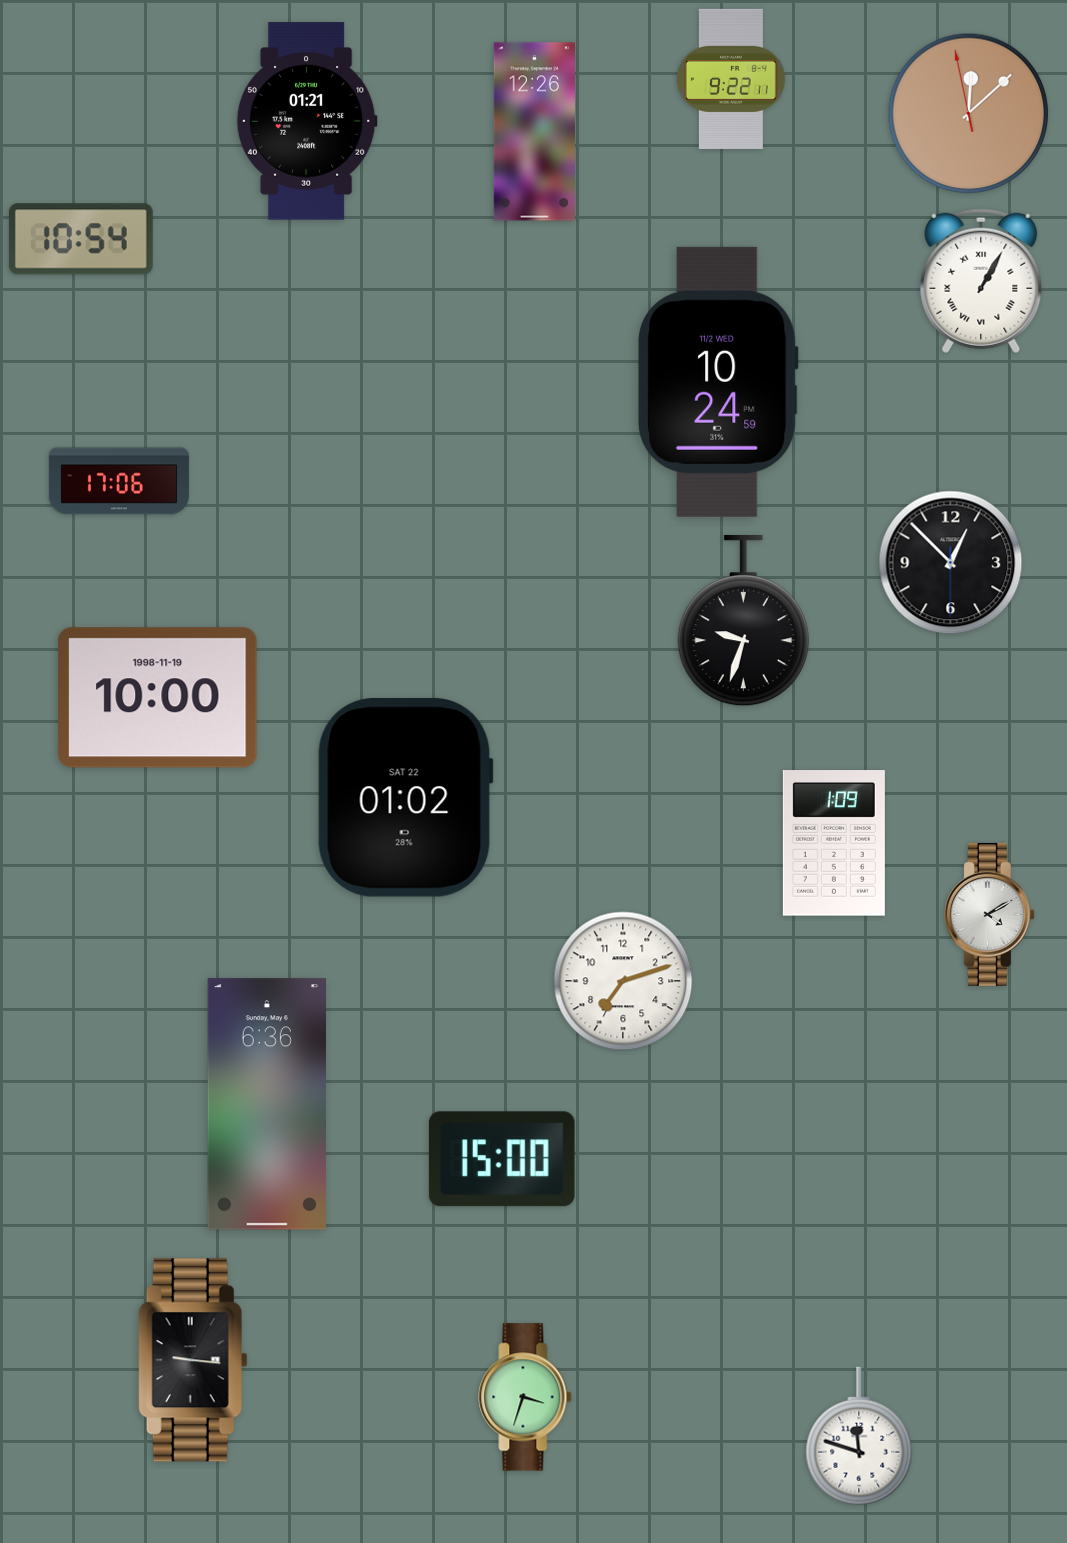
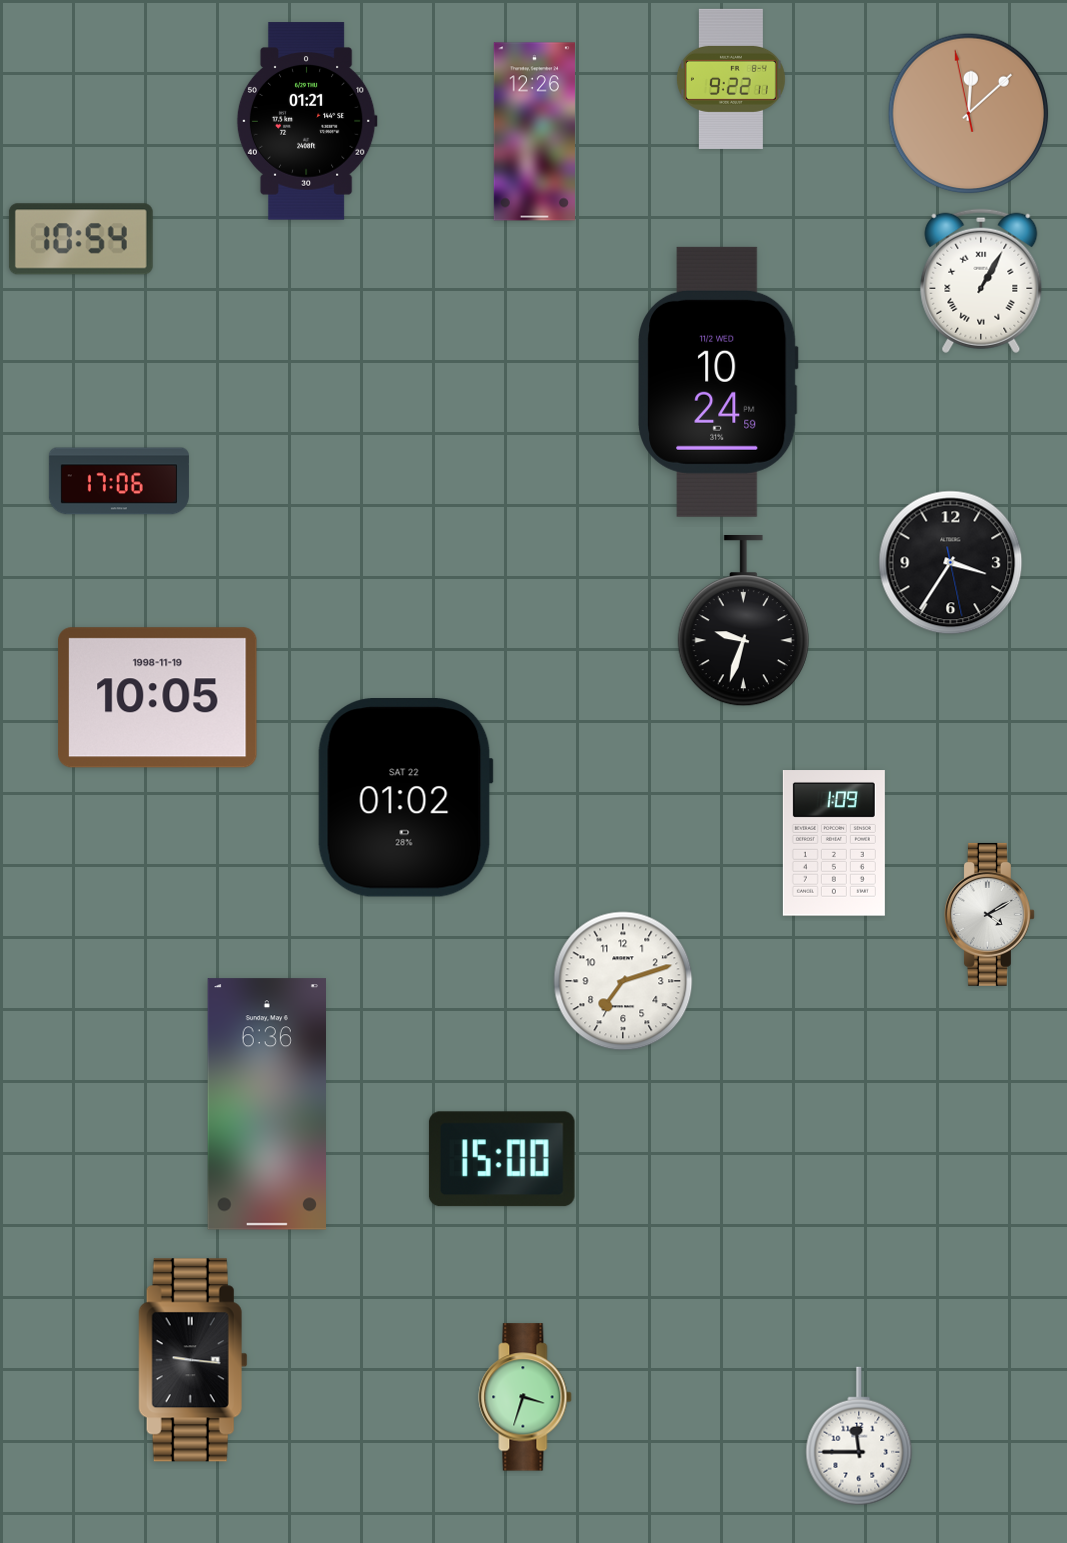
clock at (951, 563): 12:52 -> 3:35
clock at (158, 698): 10:00 -> 10:05
clock at (859, 1436): 11:48 -> 11:45
